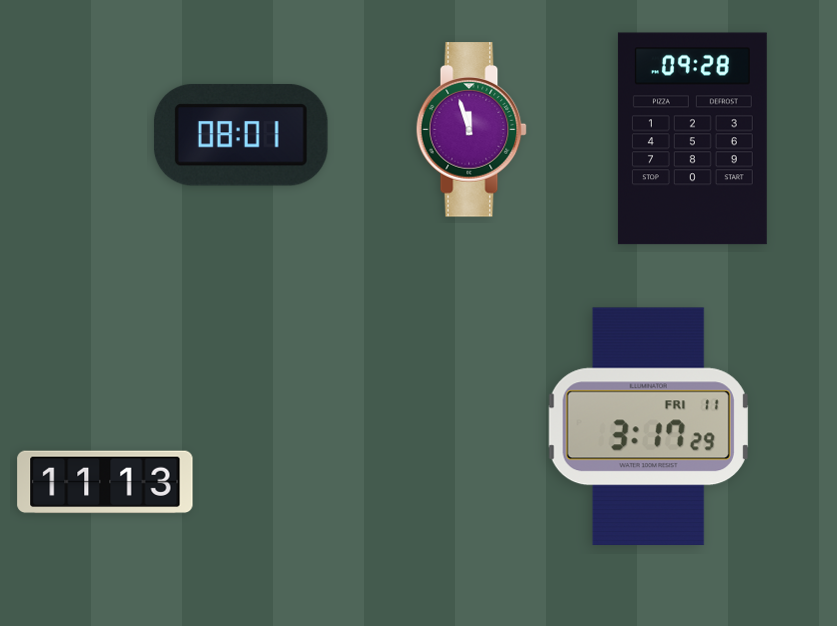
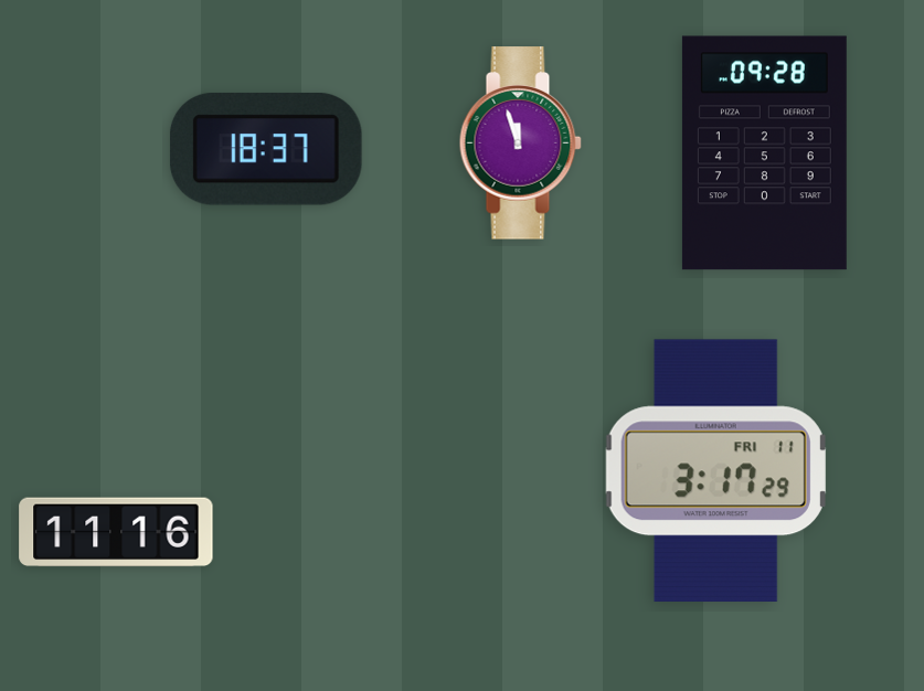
clock at (241, 135): 08:01 -> 18:37
clock at (105, 482): 11:13 -> 11:16
